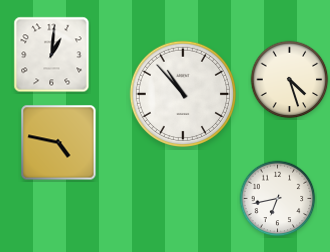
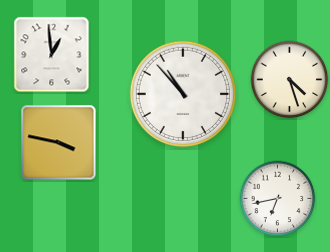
clock at (52, 55): 1:01 -> 12:59
clock at (59, 143): 4:47 -> 3:47
